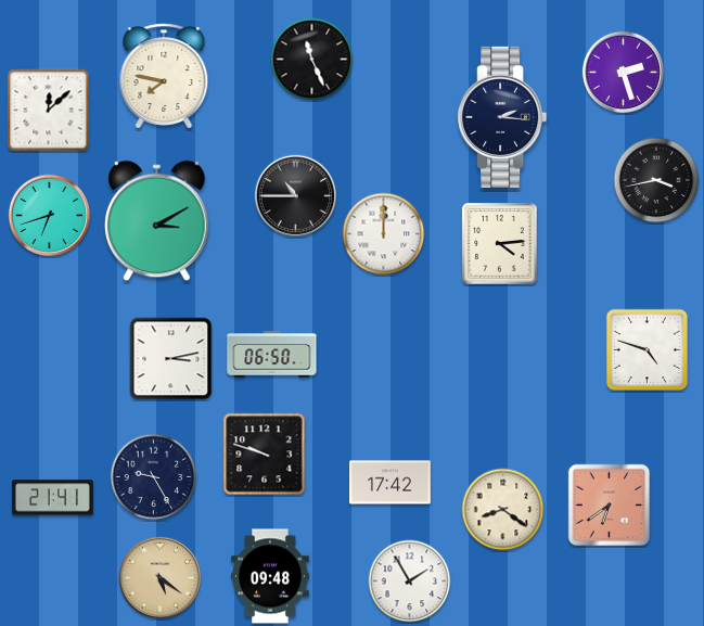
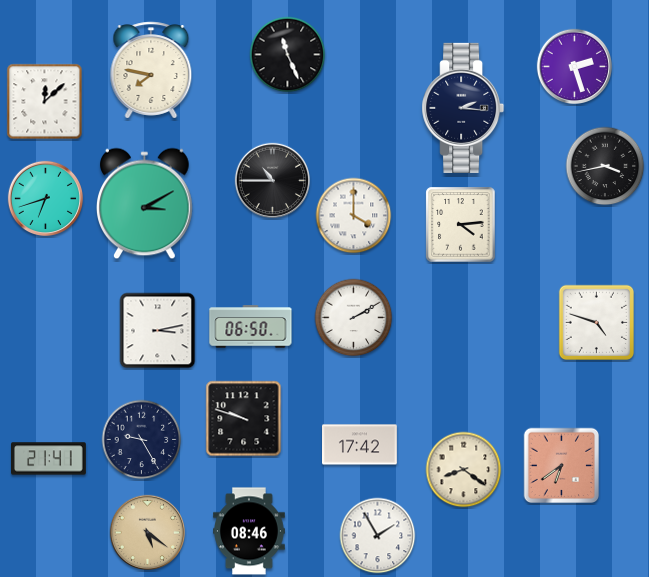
clock at (384, 234): 12:00 -> 4:00
clock at (354, 318): none -> 2:10
clock at (271, 576): 09:48 -> 08:46
